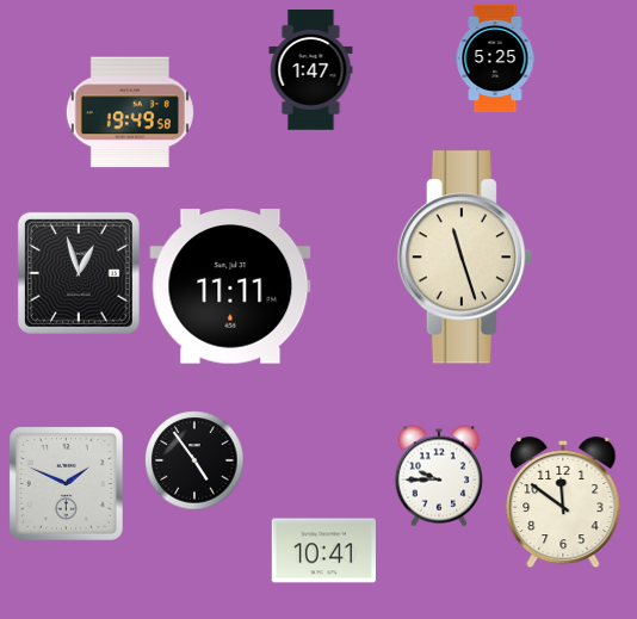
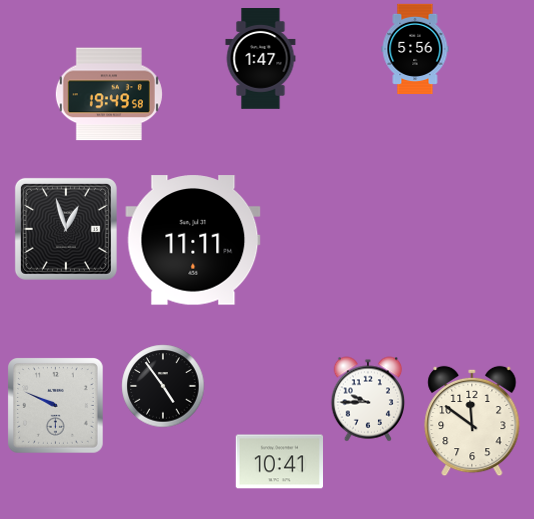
clock at (495, 57): 5:25 -> 5:56
clock at (464, 258): 11:27 -> none
clock at (67, 484): 1:49 -> 9:49
clock at (323, 551) position: (323, 551) -> (279, 462)
